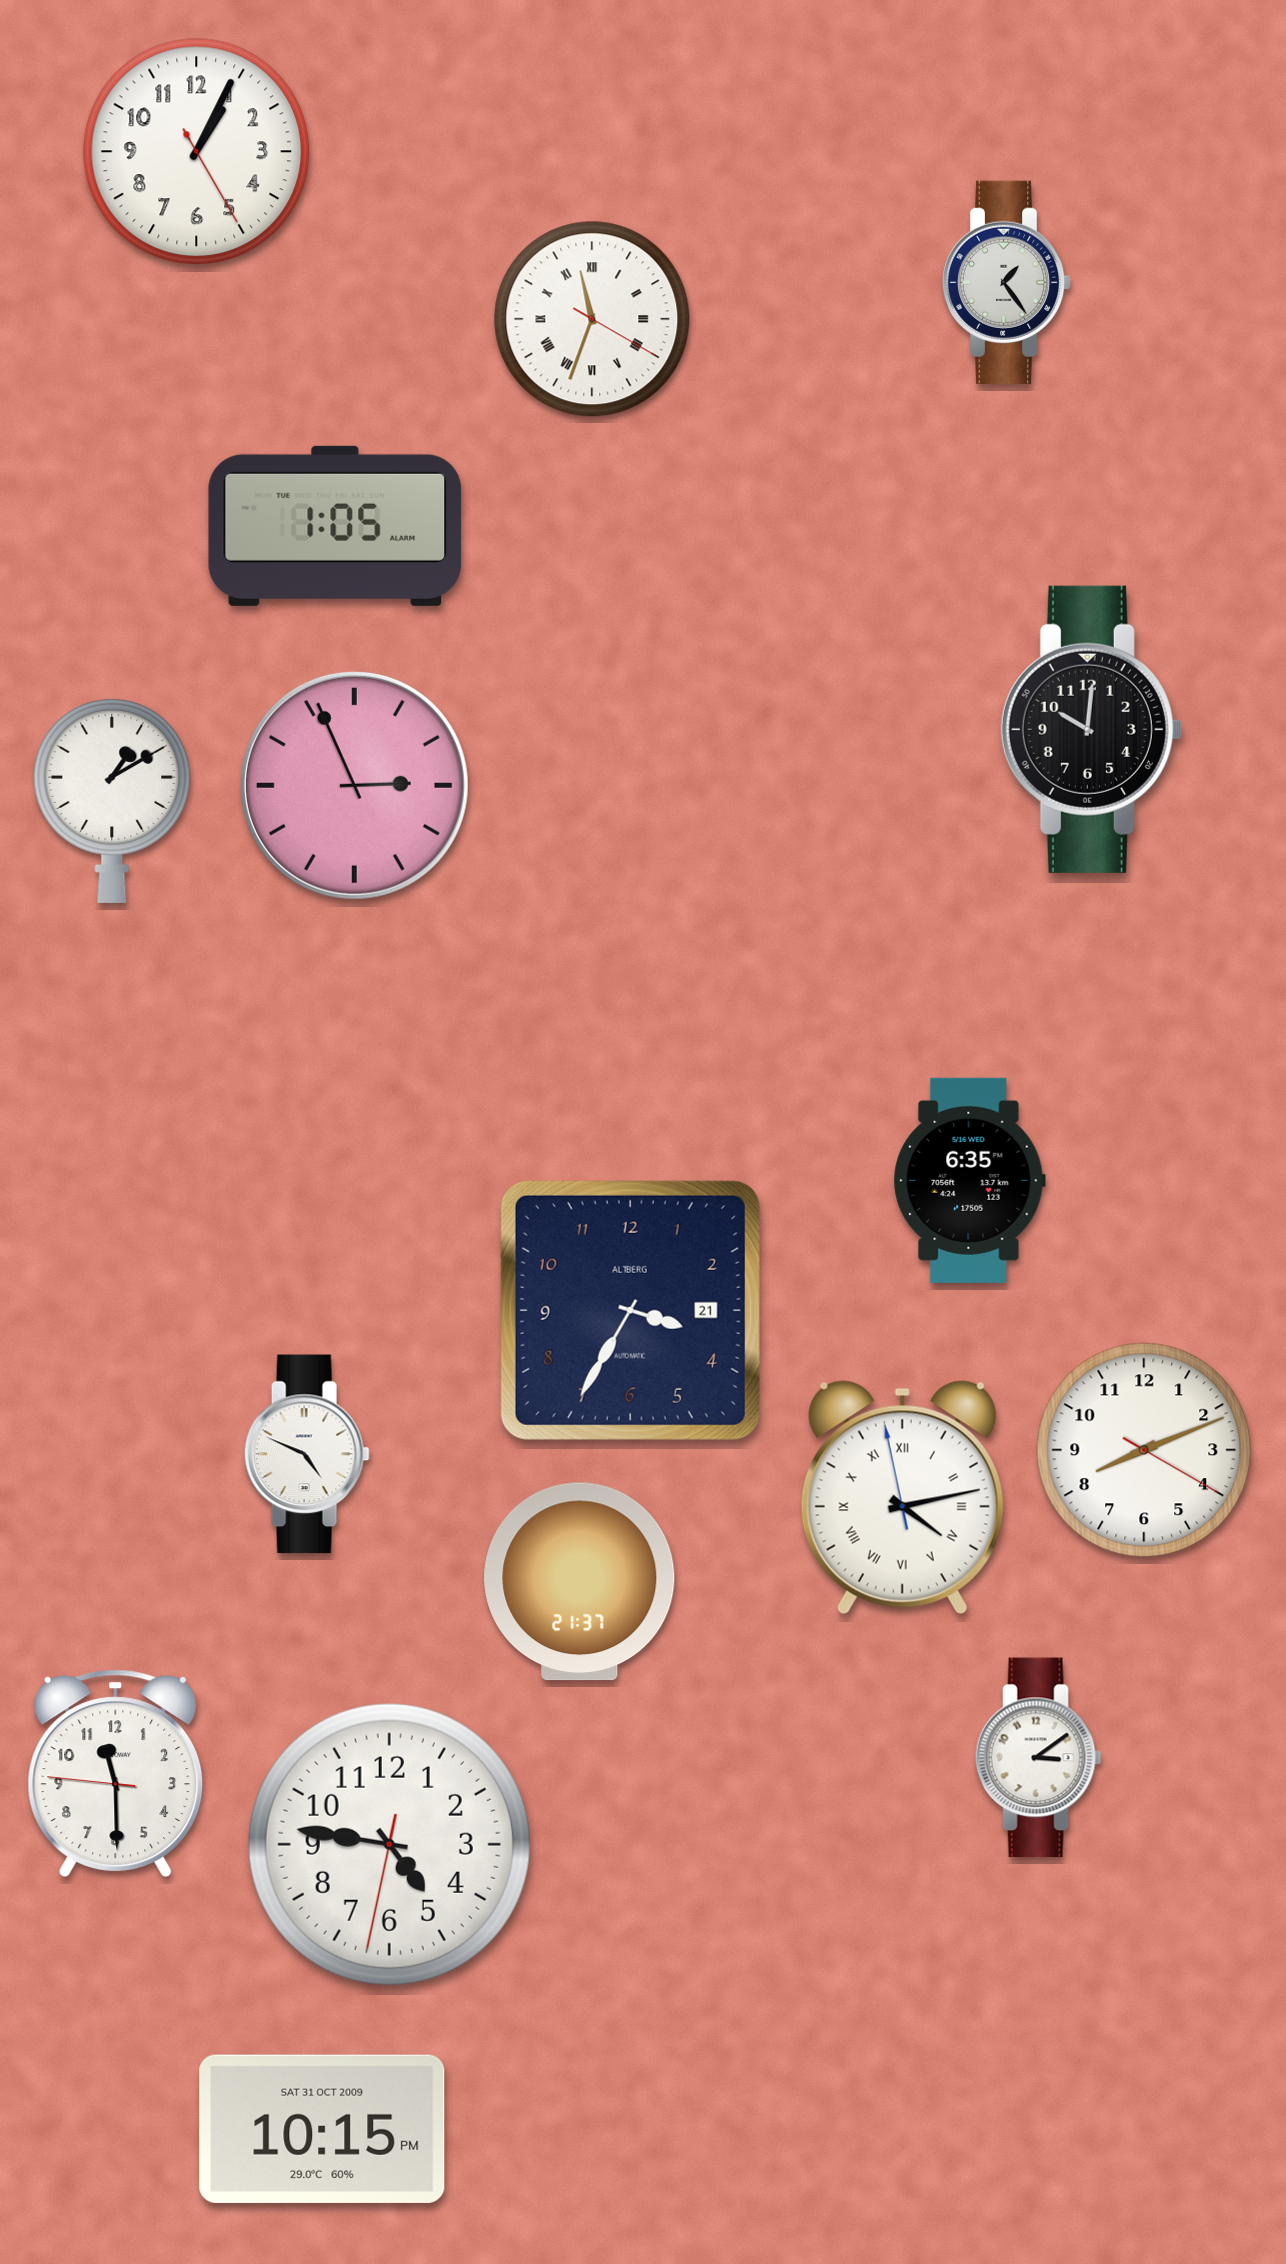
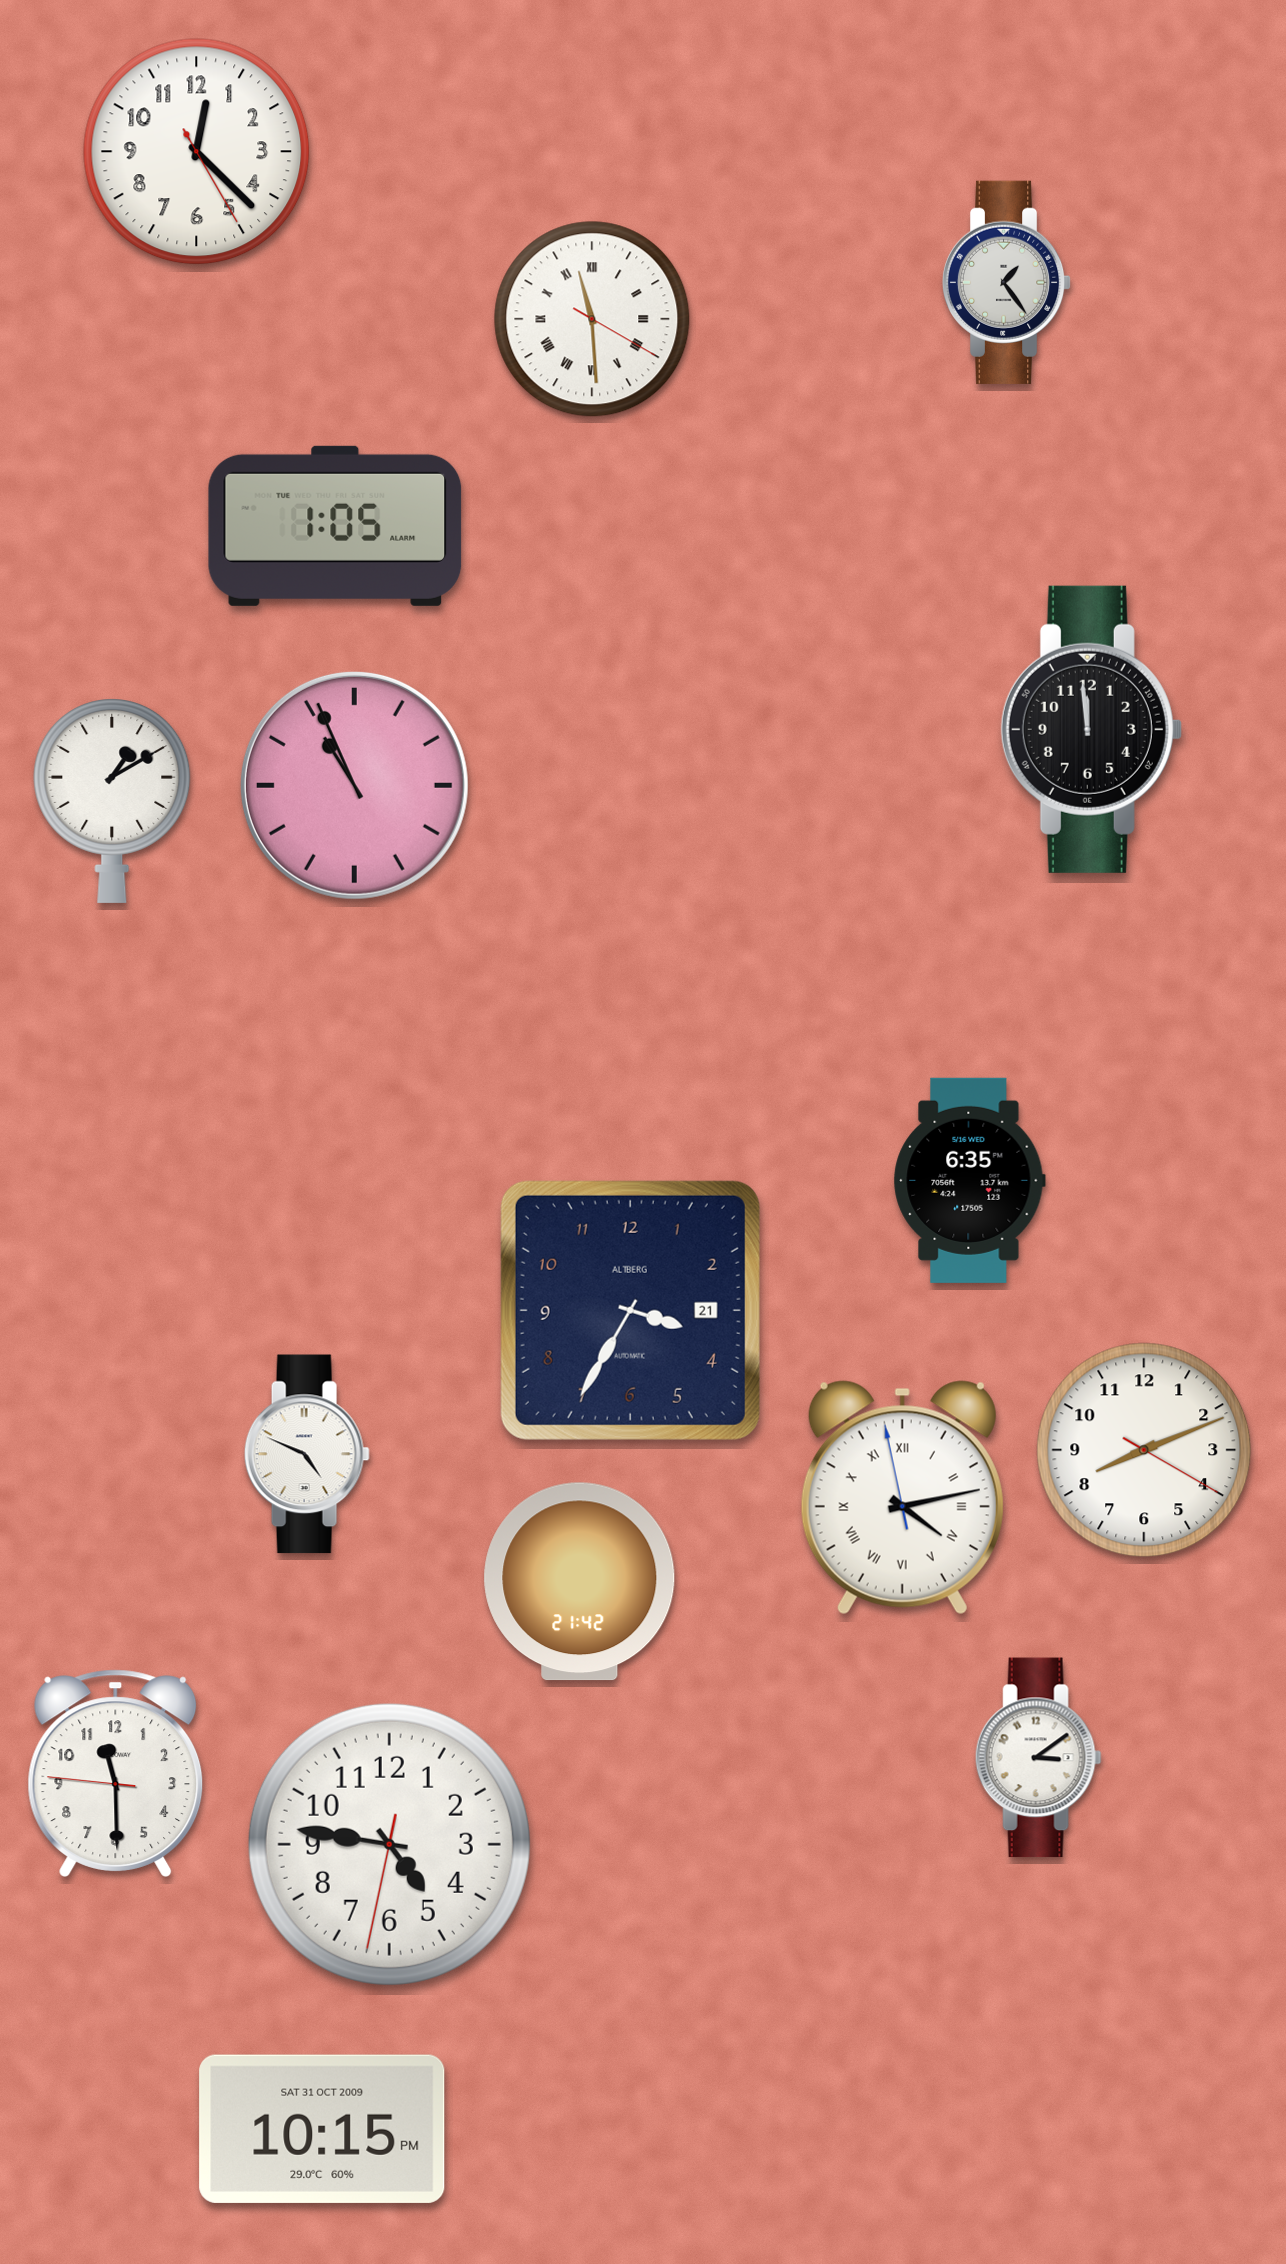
clock at (197, 152): 1:04 -> 12:22
clock at (592, 319): 11:33 -> 11:29
clock at (1091, 729): 10:01 -> 11:59
clock at (354, 785): 2:56 -> 10:56
clock at (580, 1582): 21:37 -> 21:42
